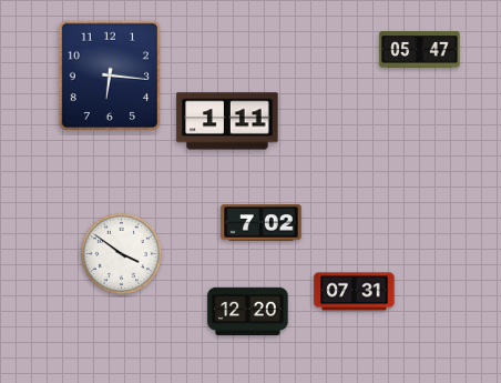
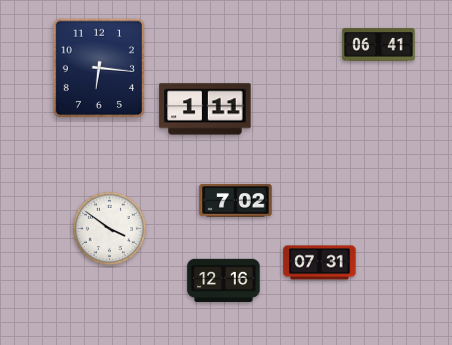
clock at (420, 50): 05:47 -> 06:41
clock at (248, 311): 12:20 -> 12:16
